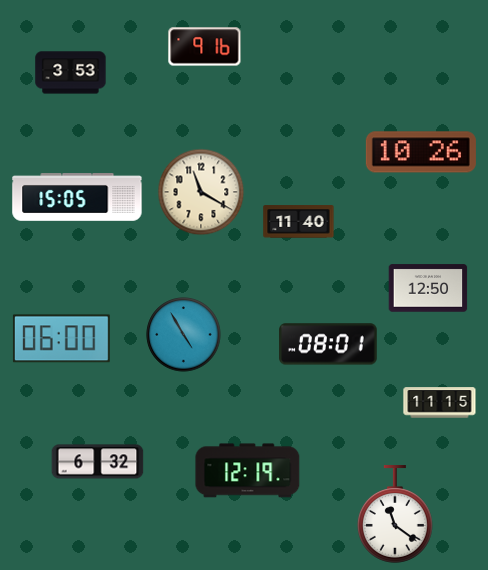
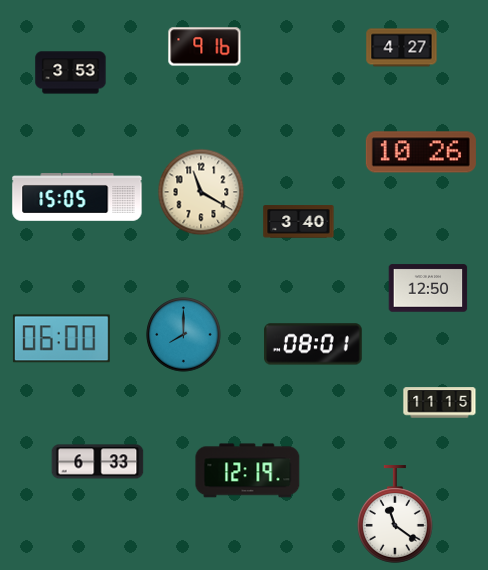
clock at (402, 48): none -> 4:27
clock at (299, 222): 11:40 -> 3:40
clock at (184, 335): 4:55 -> 8:00
clock at (328, 344) position: (328, 344) -> (313, 344)
clock at (98, 462): 6:32 -> 6:33
